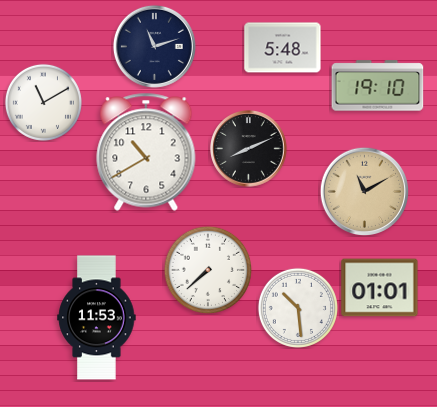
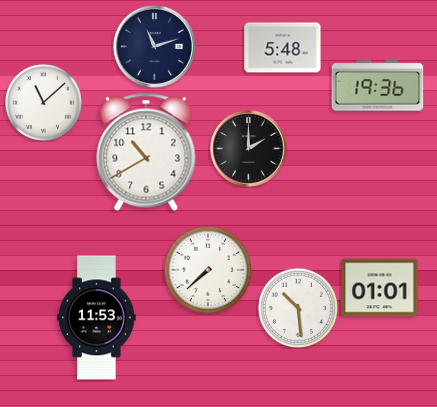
clock at (378, 86): 19:10 -> 19:36
clock at (43, 102): 11:10 -> 11:08
clock at (249, 149): 8:11 -> 2:00
clock at (364, 191): 11:10 -> none
